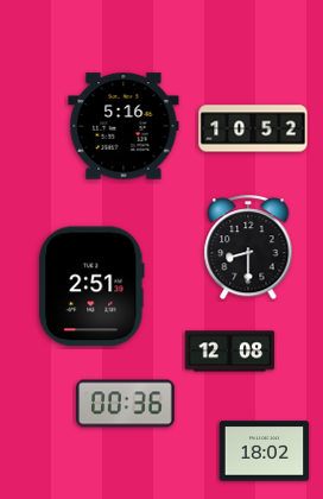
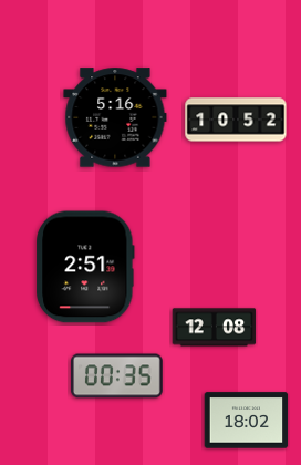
clock at (248, 248): 8:30 -> none
clock at (126, 404): 00:36 -> 00:35
